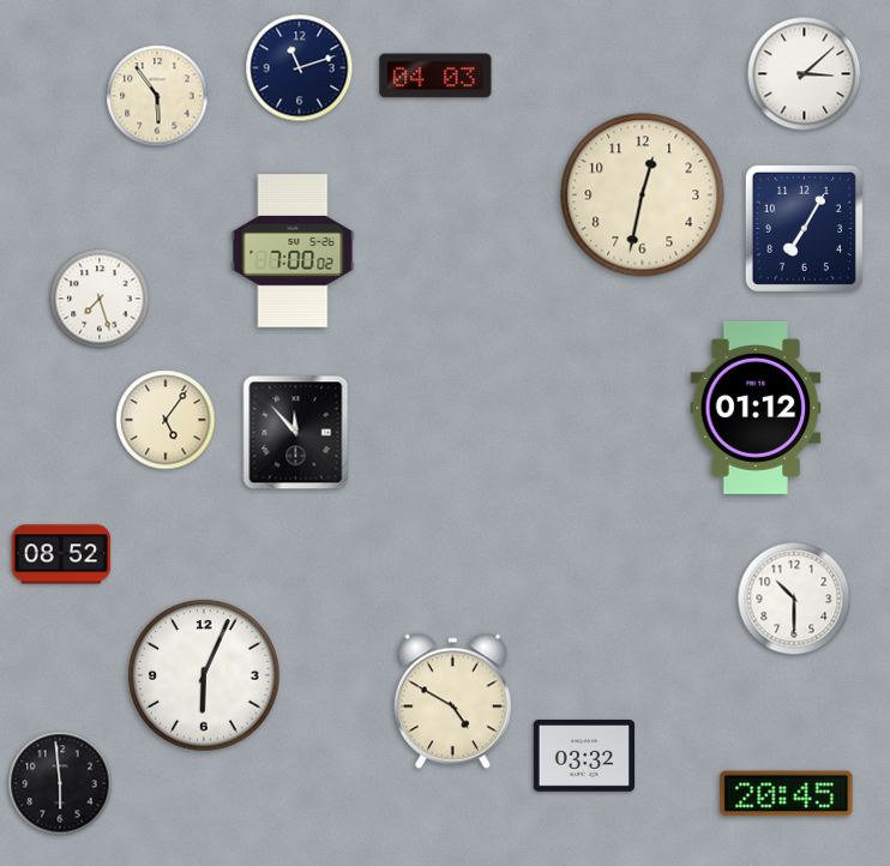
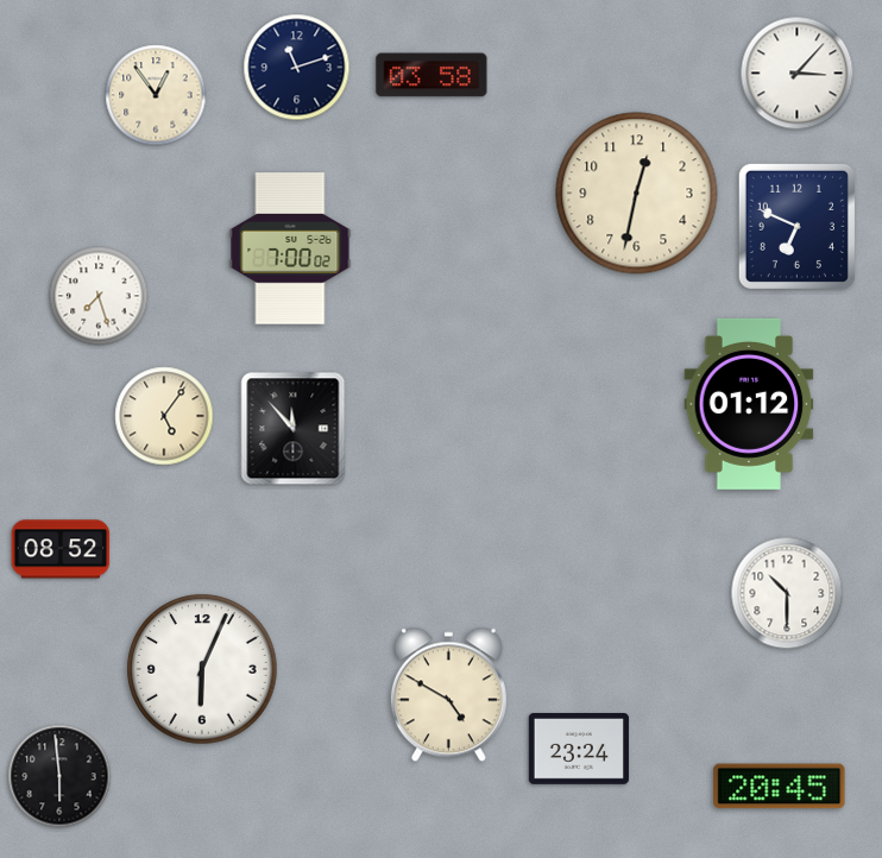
clock at (805, 74): 3:08 -> 3:07
clock at (435, 76): 04:03 -> 03:58
clock at (157, 96): 5:54 -> 12:54
clock at (804, 228): 7:05 -> 6:49
clock at (584, 757): 03:32 -> 23:24
